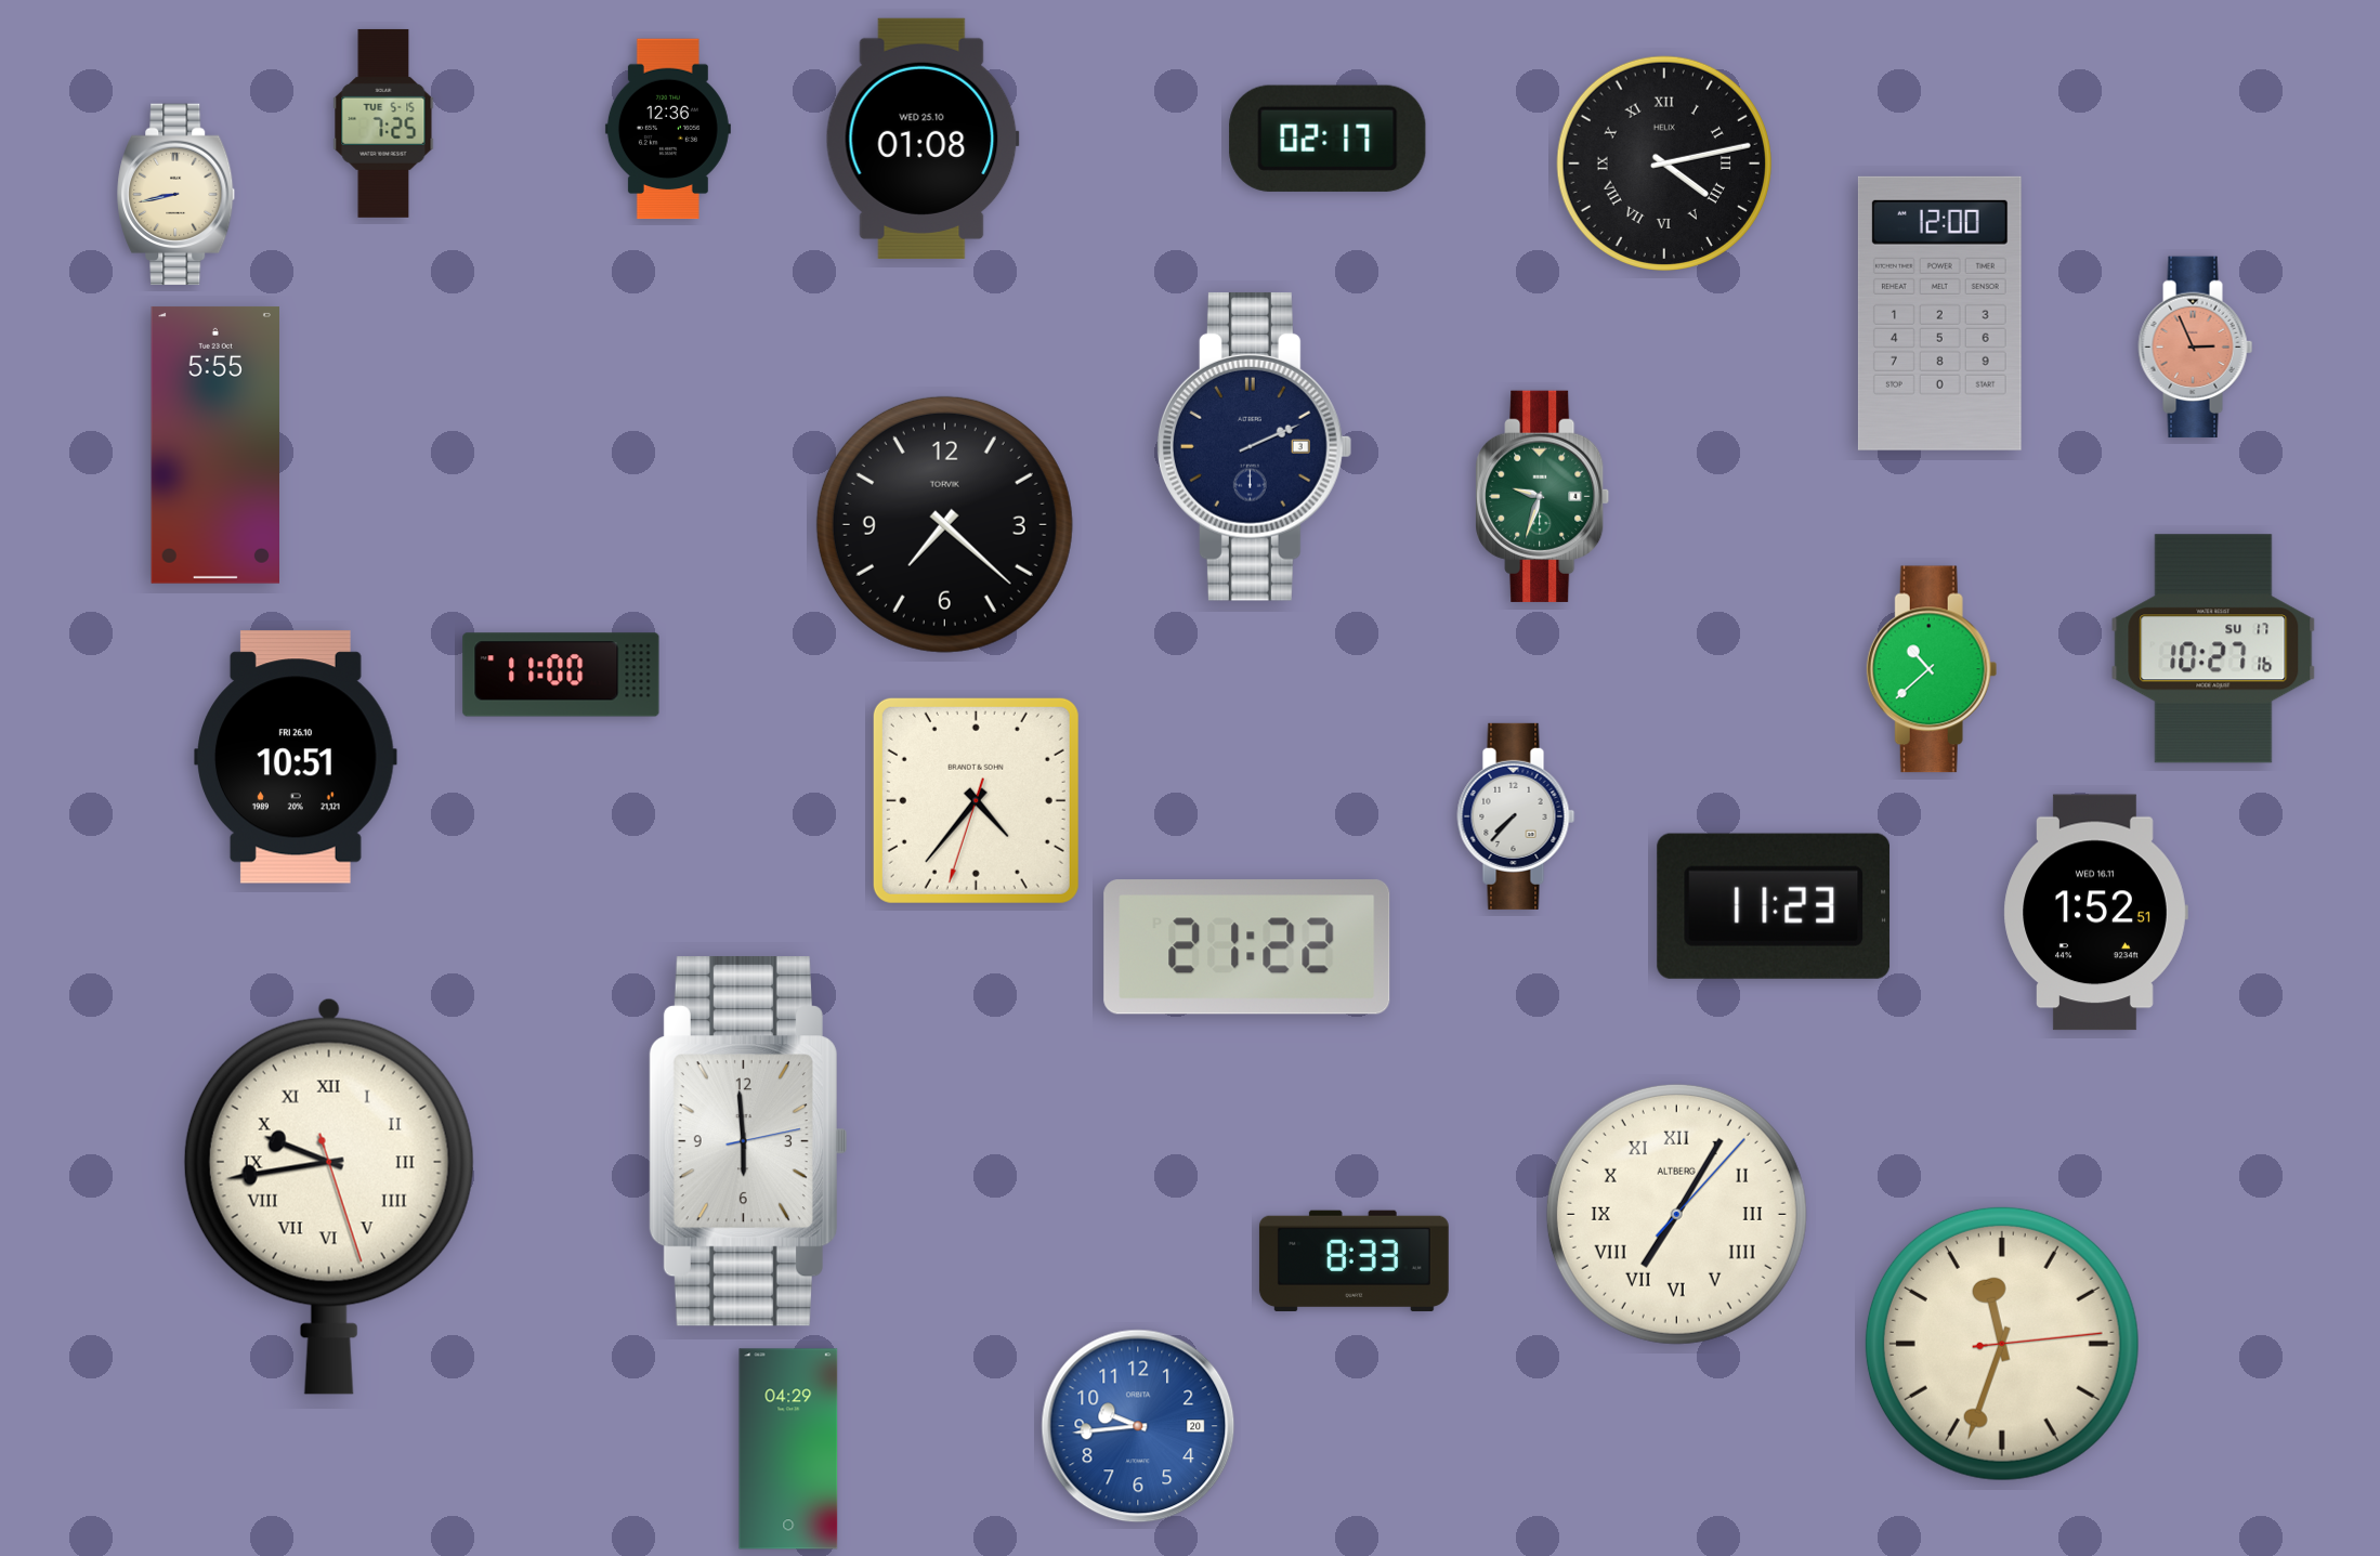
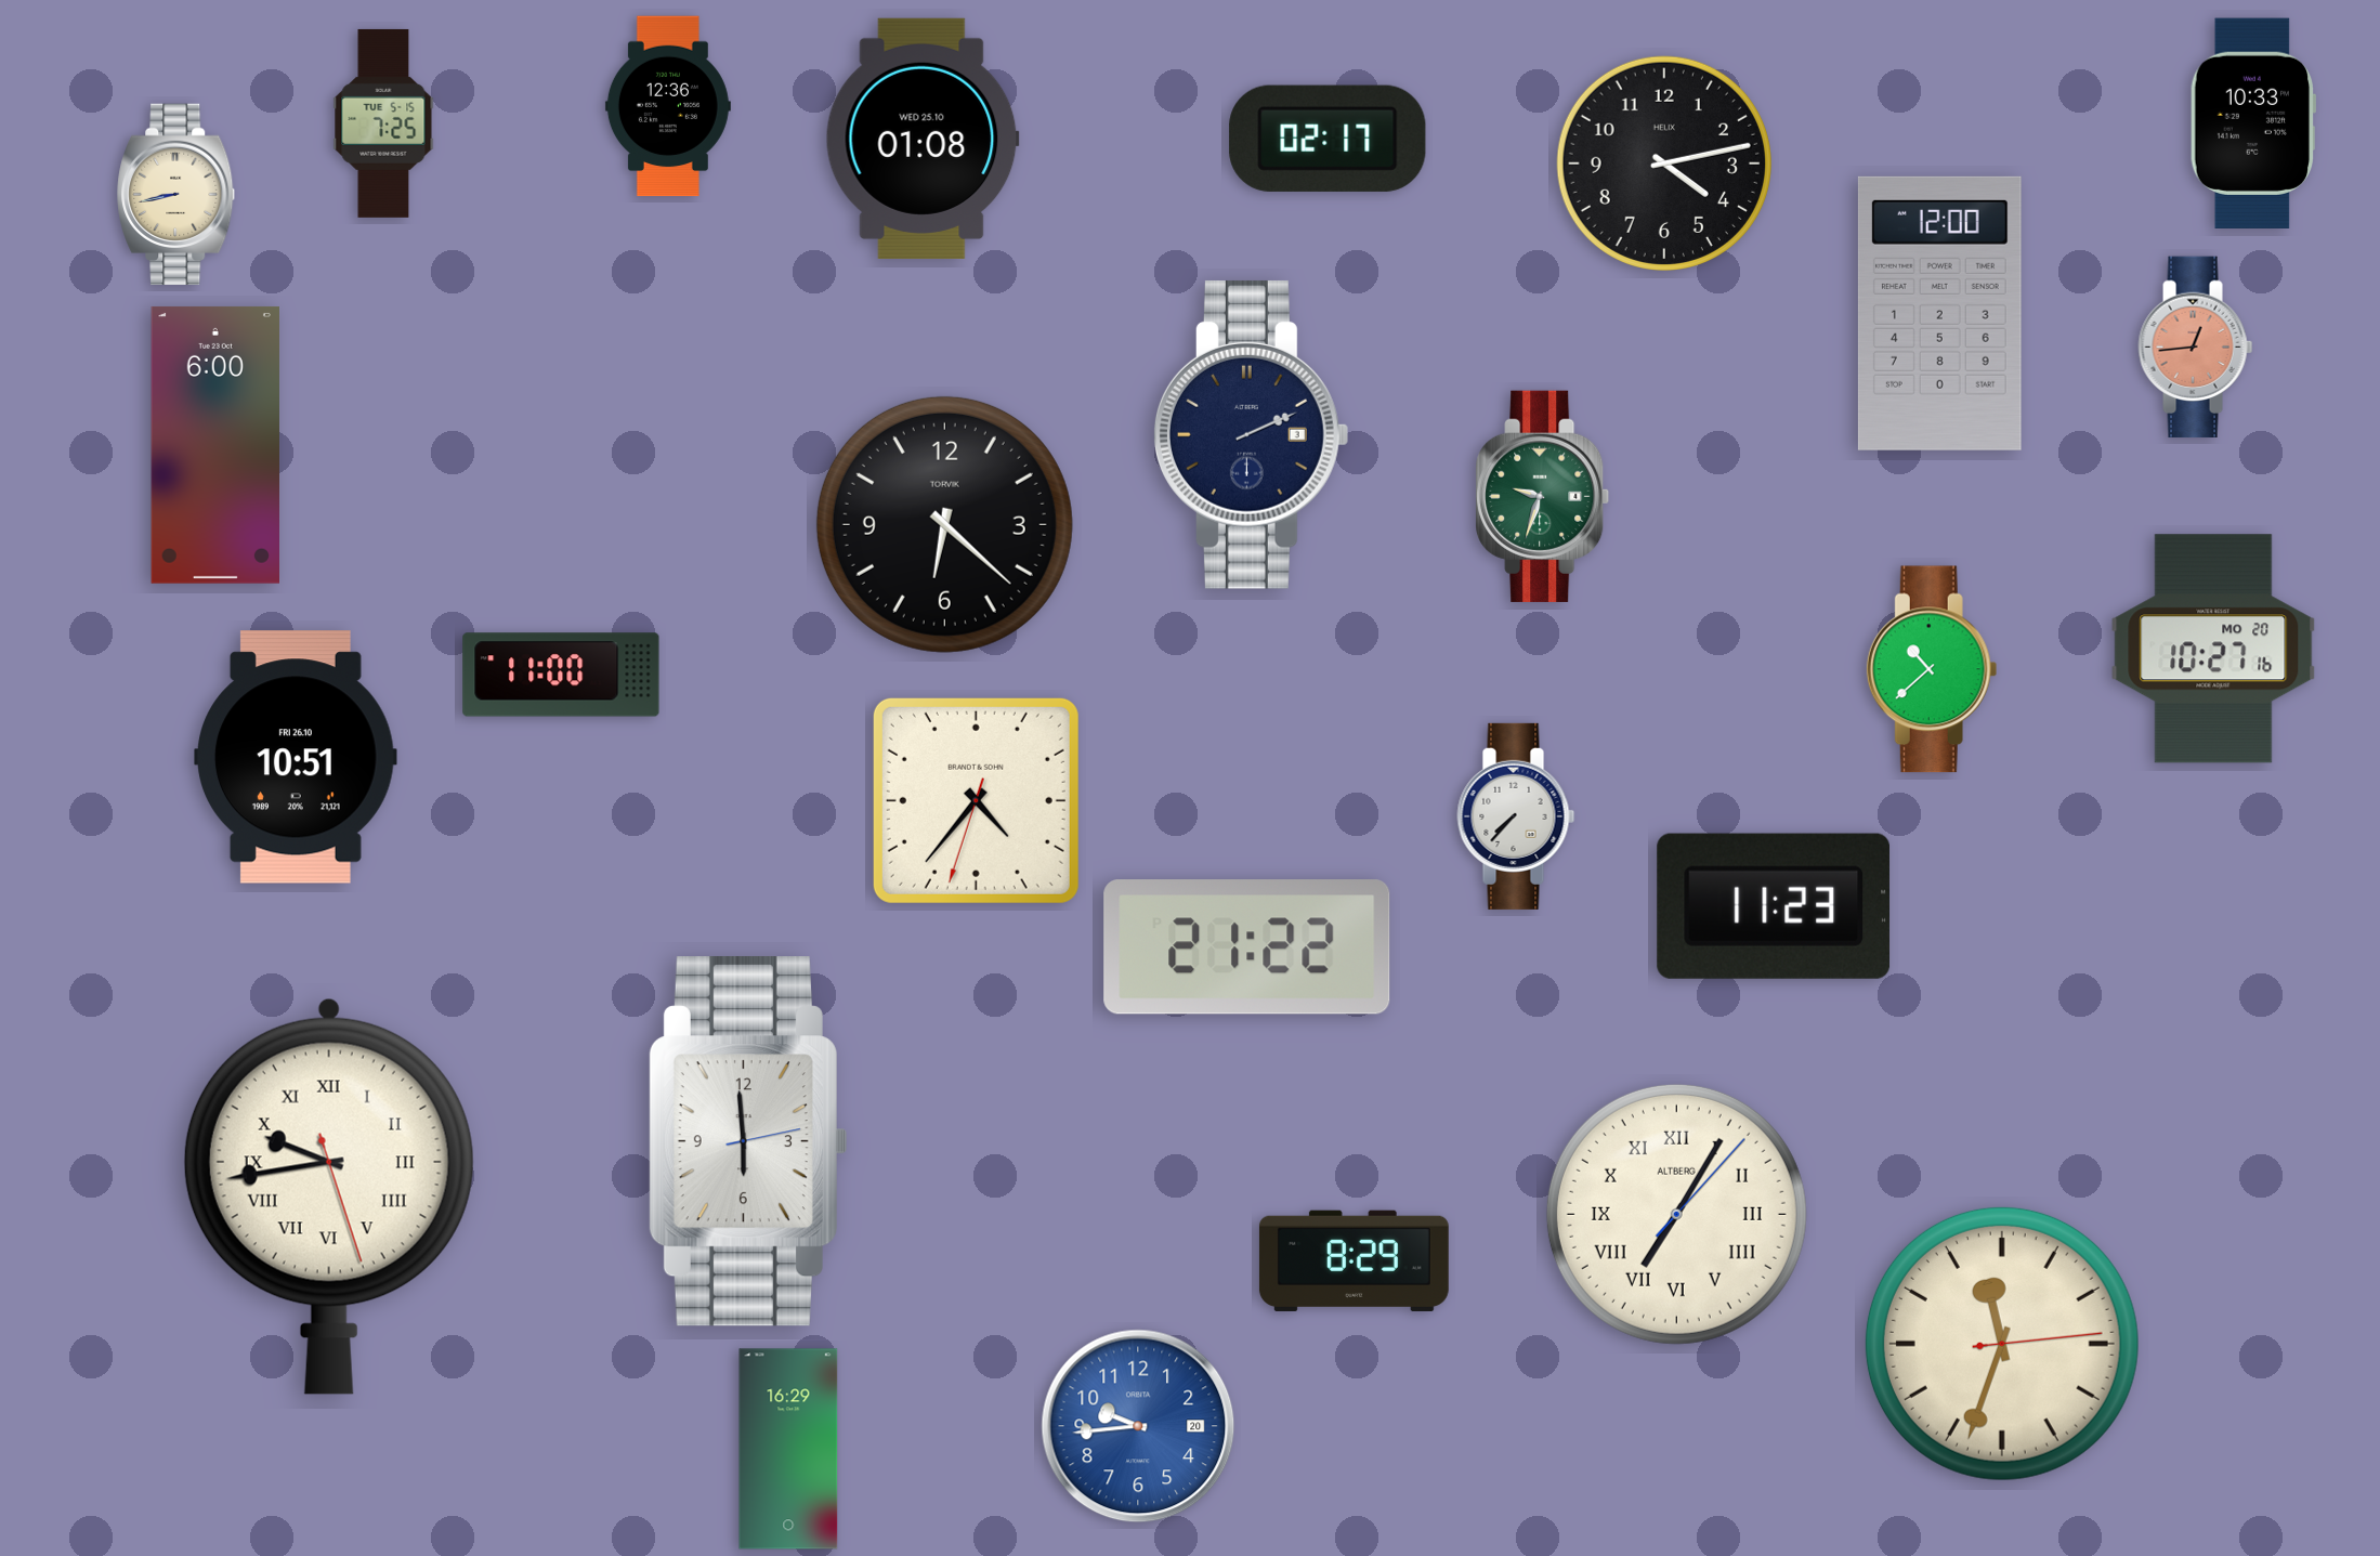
clock at (2253, 123): none -> 10:33
clock at (668, 129) position: (668, 129) -> (668, 106)
clock at (1664, 164) numerals: Roman -> Arabic
clock at (2196, 348): 2:56 -> 12:44
clock at (214, 445): 5:55 -> 6:00
clock at (1254, 446) position: (1254, 446) -> (1251, 434)
clock at (944, 524): 7:22 -> 6:22
clock at (2213, 649) date: SU 17 -> MO 20
clock at (2095, 913): 1:52 -> none
clock at (1354, 1260): 8:33 -> 8:29
clock at (788, 1449): 04:29 -> 16:29
